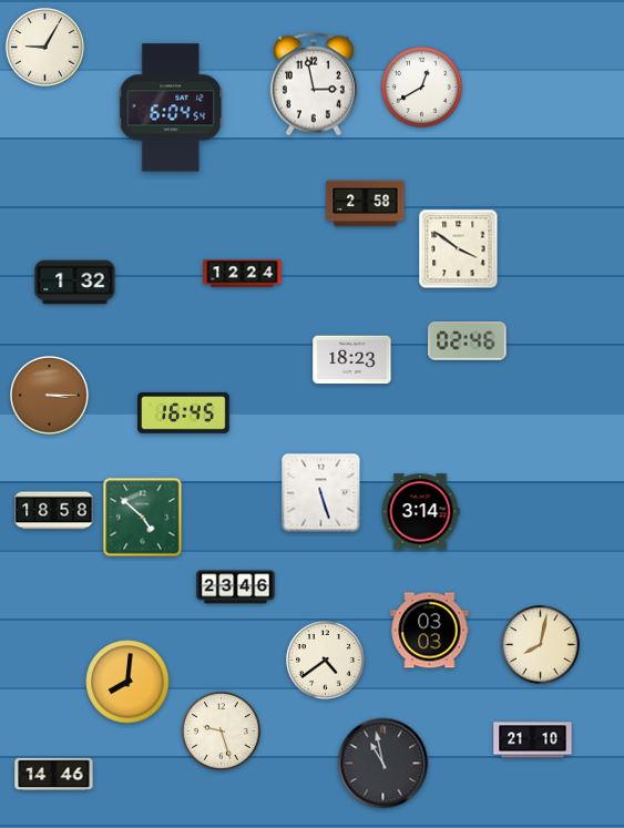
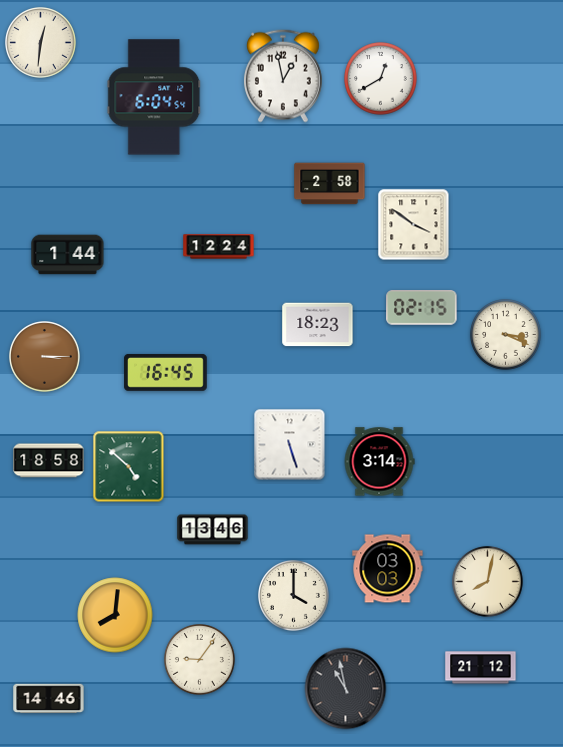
clock at (45, 48): 9:05 -> 12:31
clock at (314, 84): 2:58 -> 12:58
clock at (75, 283): 1:32 -> 1:44
clock at (468, 341): 02:46 -> 02:15
clock at (506, 335): none -> 3:19
clock at (236, 587): 23:46 -> 13:46
clock at (326, 661): 4:39 -> 4:00
clock at (222, 732): 9:27 -> 9:06
clock at (533, 740): 21:10 -> 21:12
